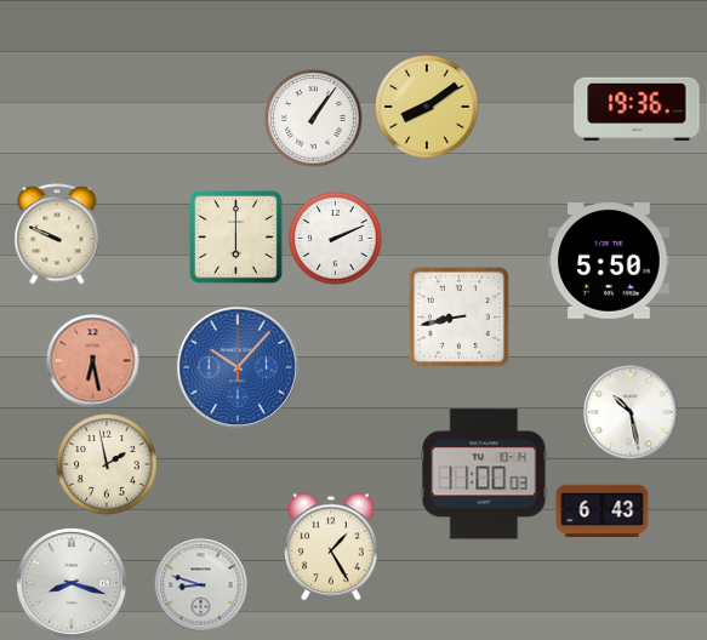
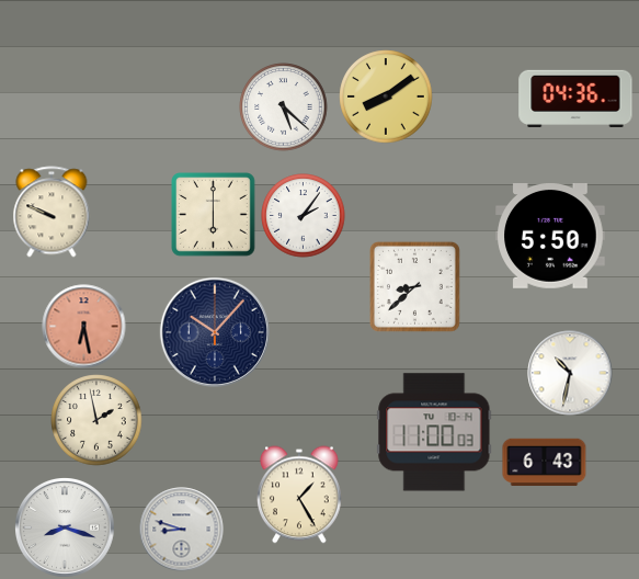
clock at (637, 109): 19:36 -> 04:36
clock at (314, 119): 1:06 -> 5:22
clock at (336, 239): 2:11 -> 2:06
clock at (458, 316): 8:43 -> 8:38
clock at (238, 367) dial: blue -> navy
clock at (631, 412): 10:28 -> 10:32
clock at (484, 474) position: (484, 474) -> (434, 432)
